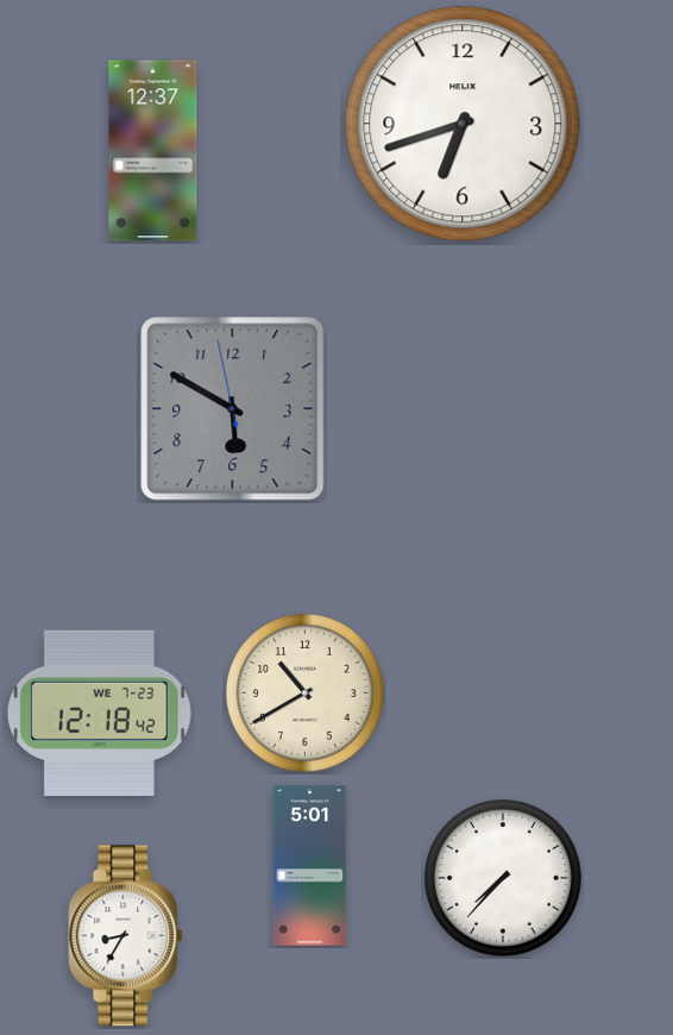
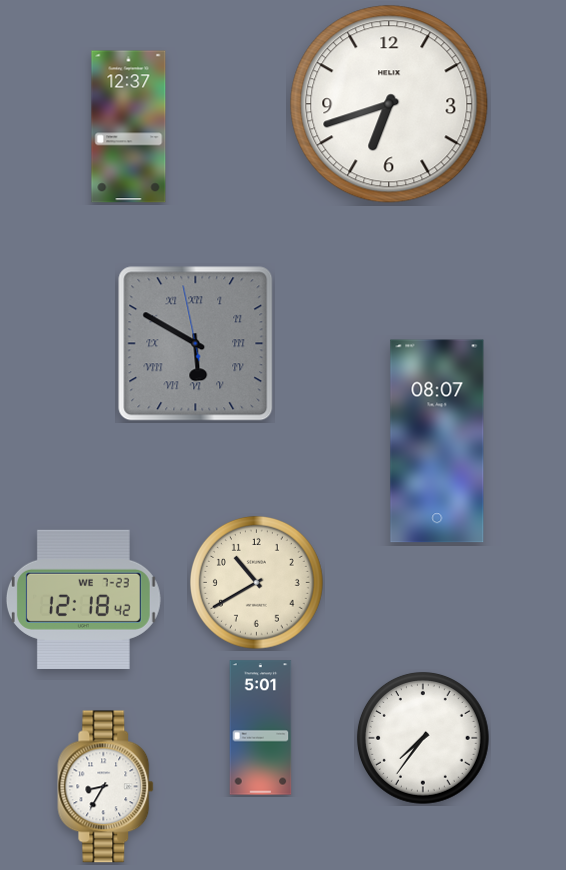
clock at (233, 409) numerals: Arabic -> Roman
clock at (437, 441): none -> 08:07
clock at (503, 878): 7:37 -> 7:36
